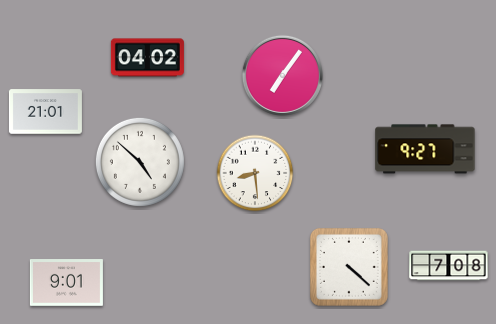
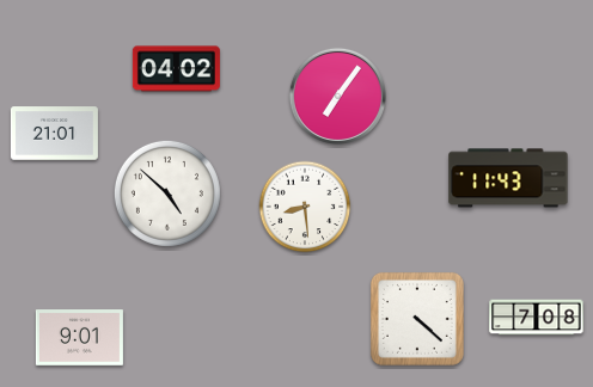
clock at (282, 75) position: (282, 75) -> (337, 96)
clock at (425, 149): 9:27 -> 11:43
